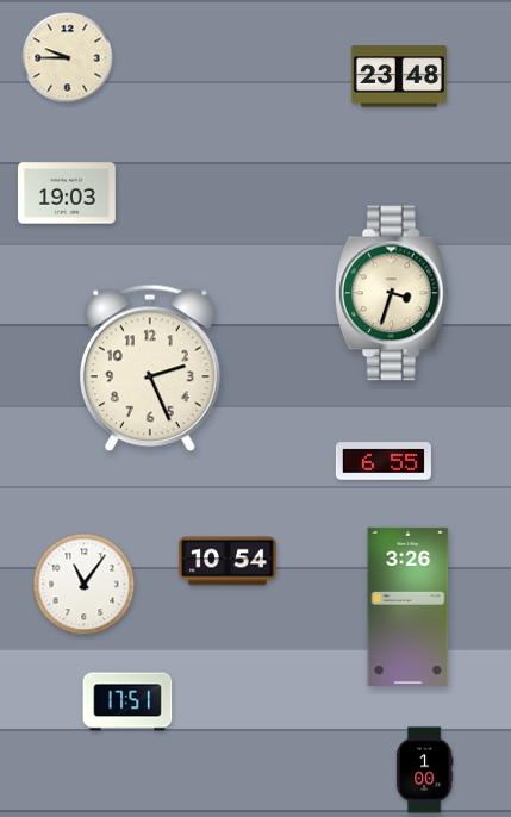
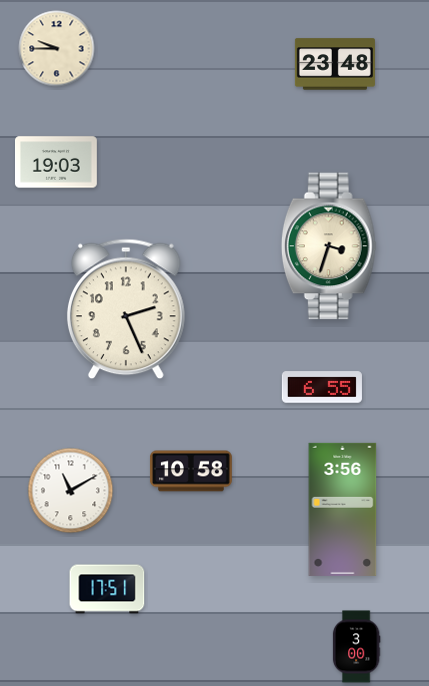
clock at (228, 561): 10:54 -> 10:58
clock at (85, 585): 11:06 -> 11:10
clock at (409, 606): 3:26 -> 3:56
clock at (424, 771): 1:00 -> 3:00
